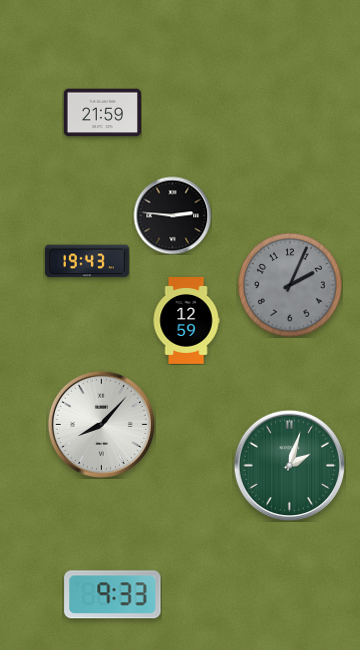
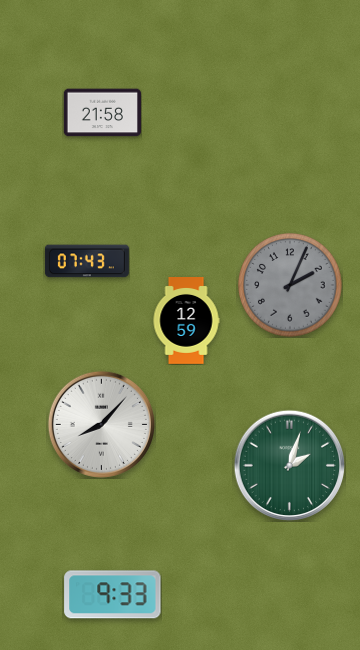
clock at (102, 113): 21:59 -> 21:58
clock at (172, 215): 2:46 -> none
clock at (87, 261): 19:43 -> 07:43
